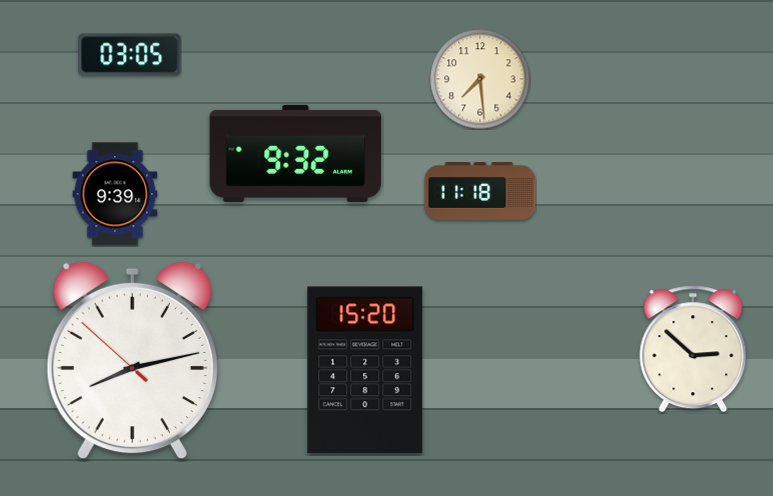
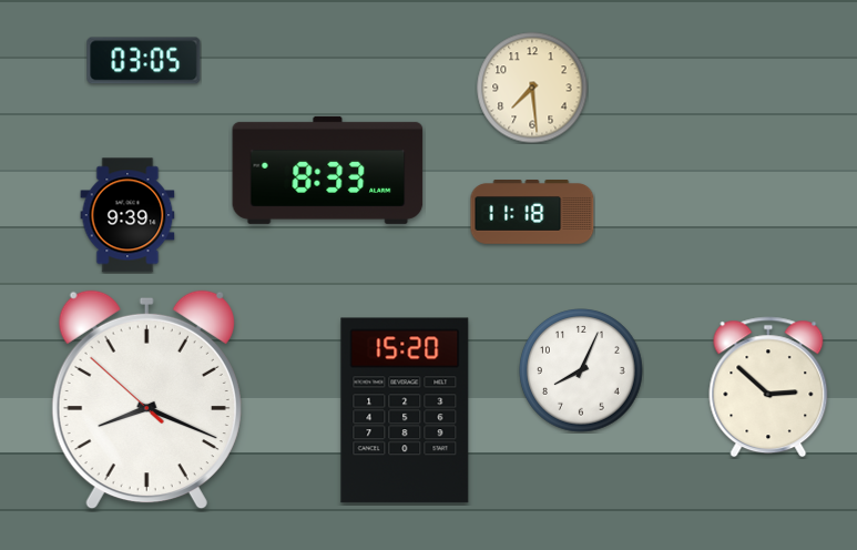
clock at (296, 153): 9:32 -> 8:33
clock at (581, 370): none -> 8:04
clock at (132, 361): 8:12 -> 8:18
